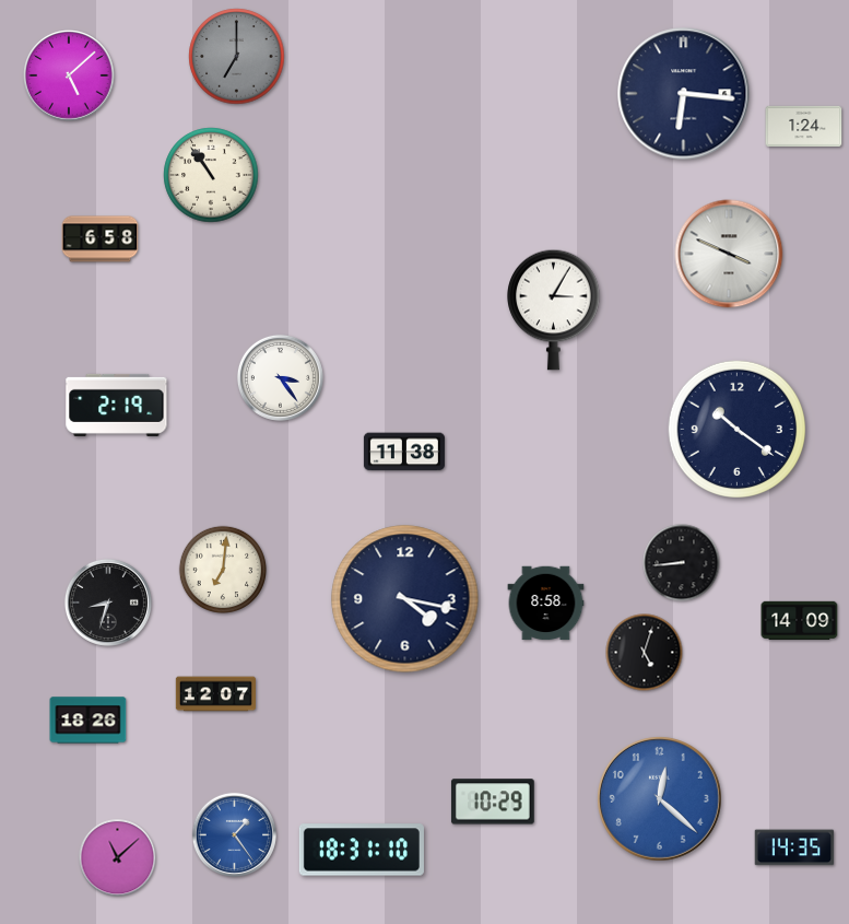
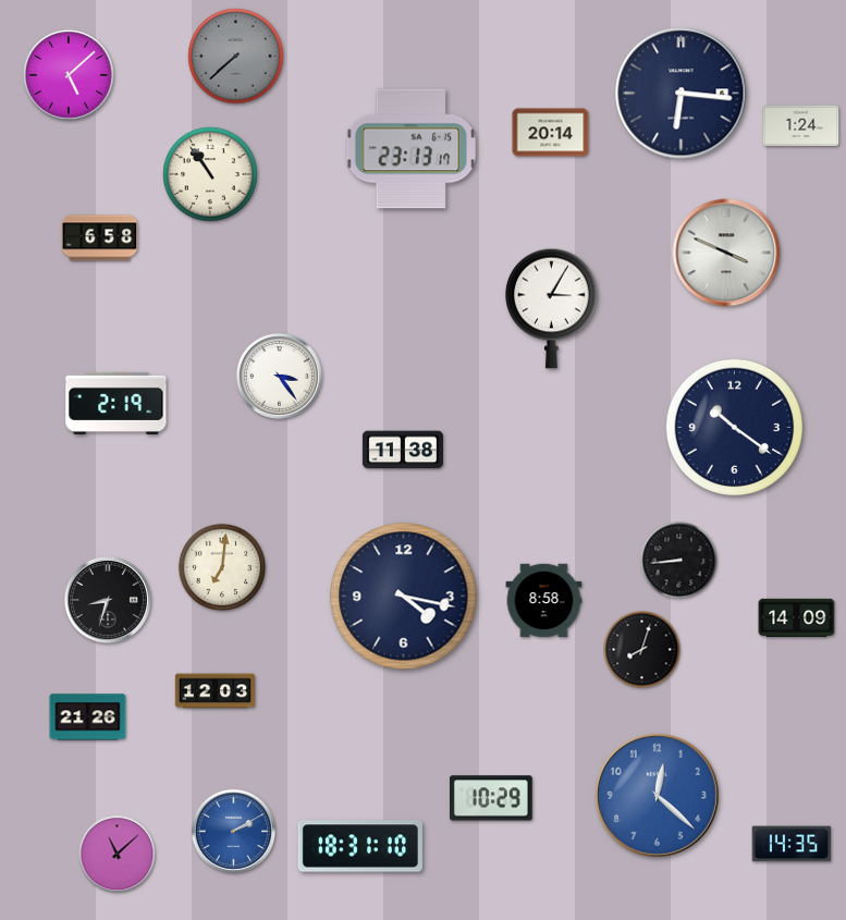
clock at (237, 57): 7:00 -> 7:38
clock at (551, 133): none -> 20:14
clock at (410, 149): none -> 23:13
clock at (645, 653): 5:03 -> 8:03
clock at (216, 694): 12:07 -> 12:03
clock at (89, 721): 18:26 -> 21:26
clock at (234, 834): 1:24 -> 2:10
